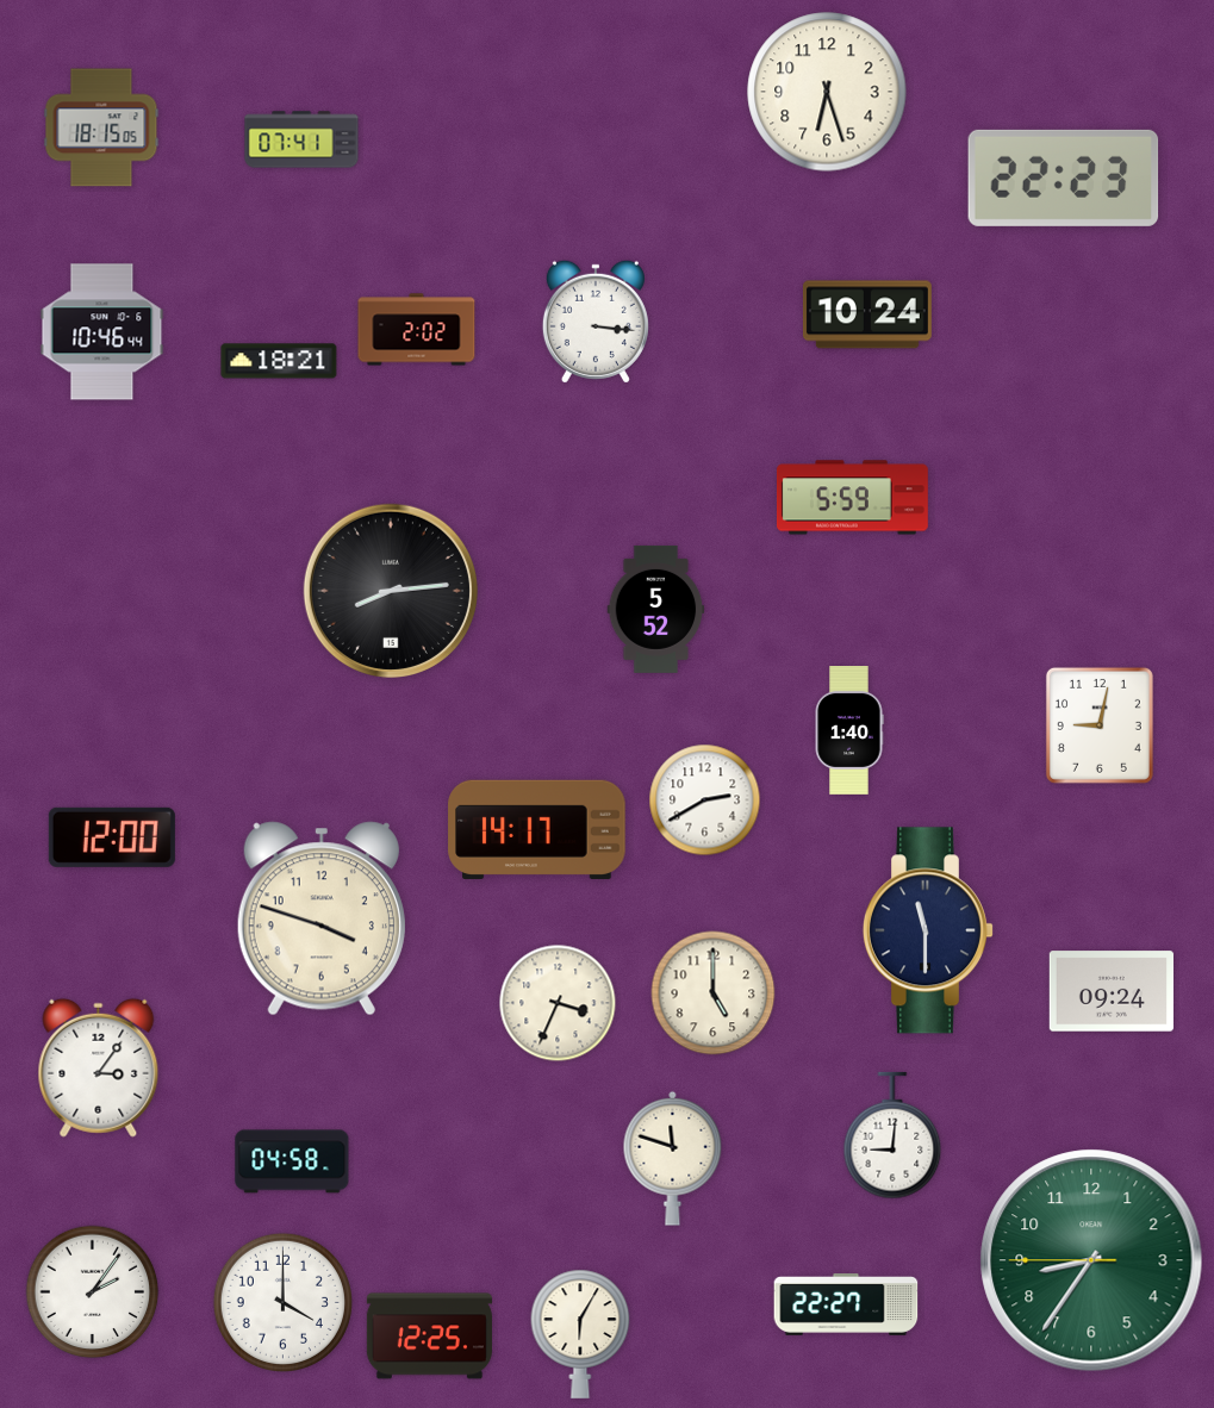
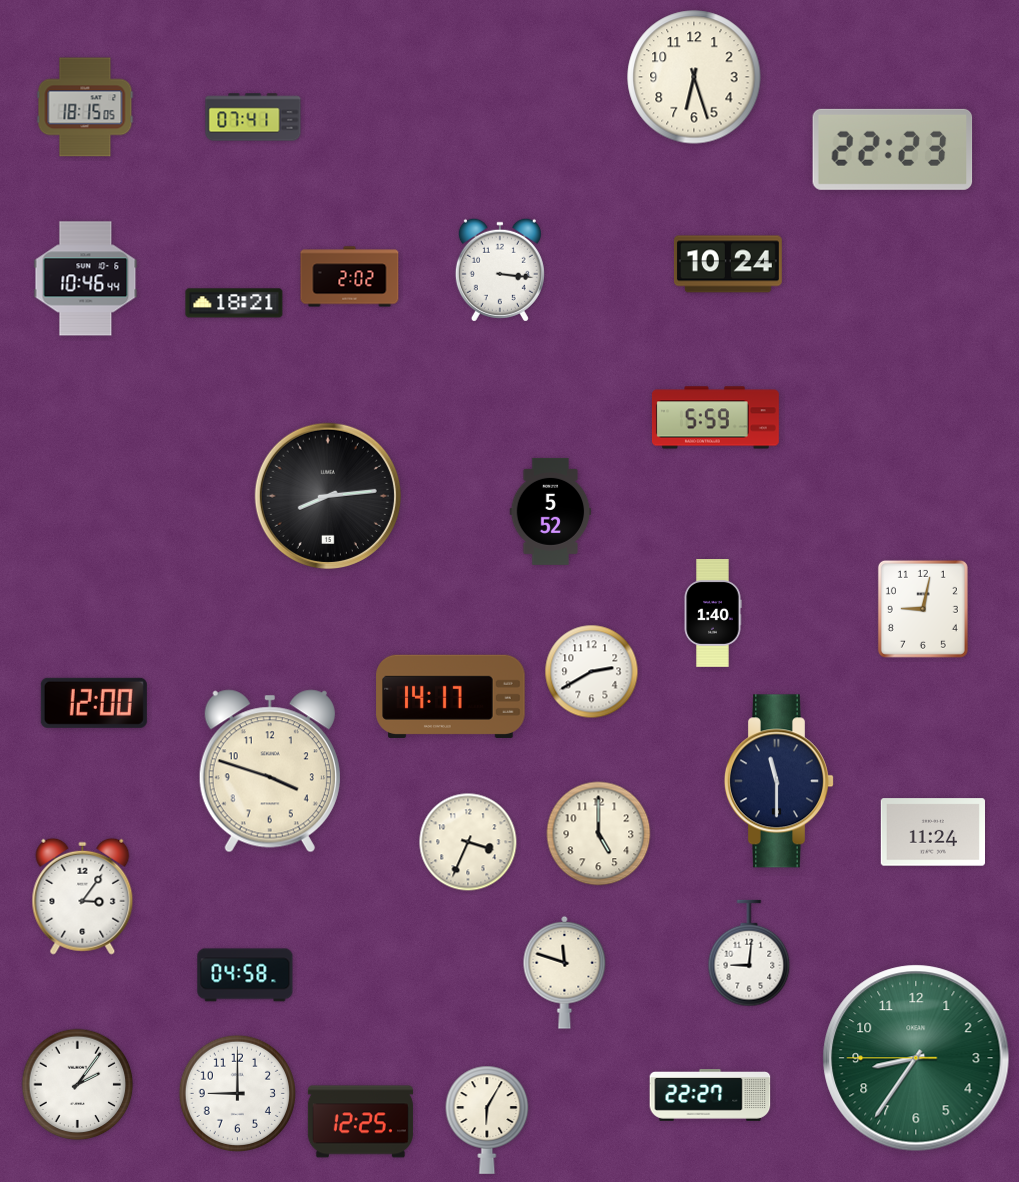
clock at (1110, 991): 09:24 -> 11:24
clock at (282, 1302): 4:00 -> 9:00
